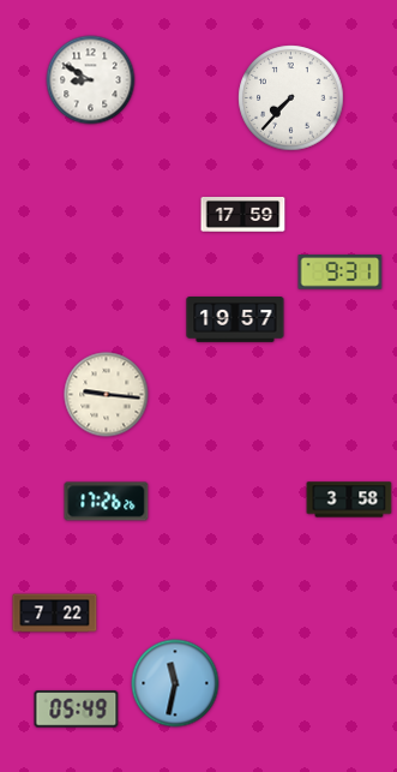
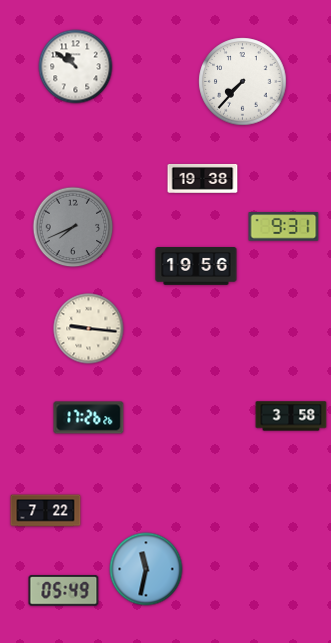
clock at (91, 80): 8:50 -> 10:51
clock at (243, 214): 17:59 -> 19:38
clock at (73, 227): none -> 7:41
clock at (235, 319): 19:57 -> 19:56
